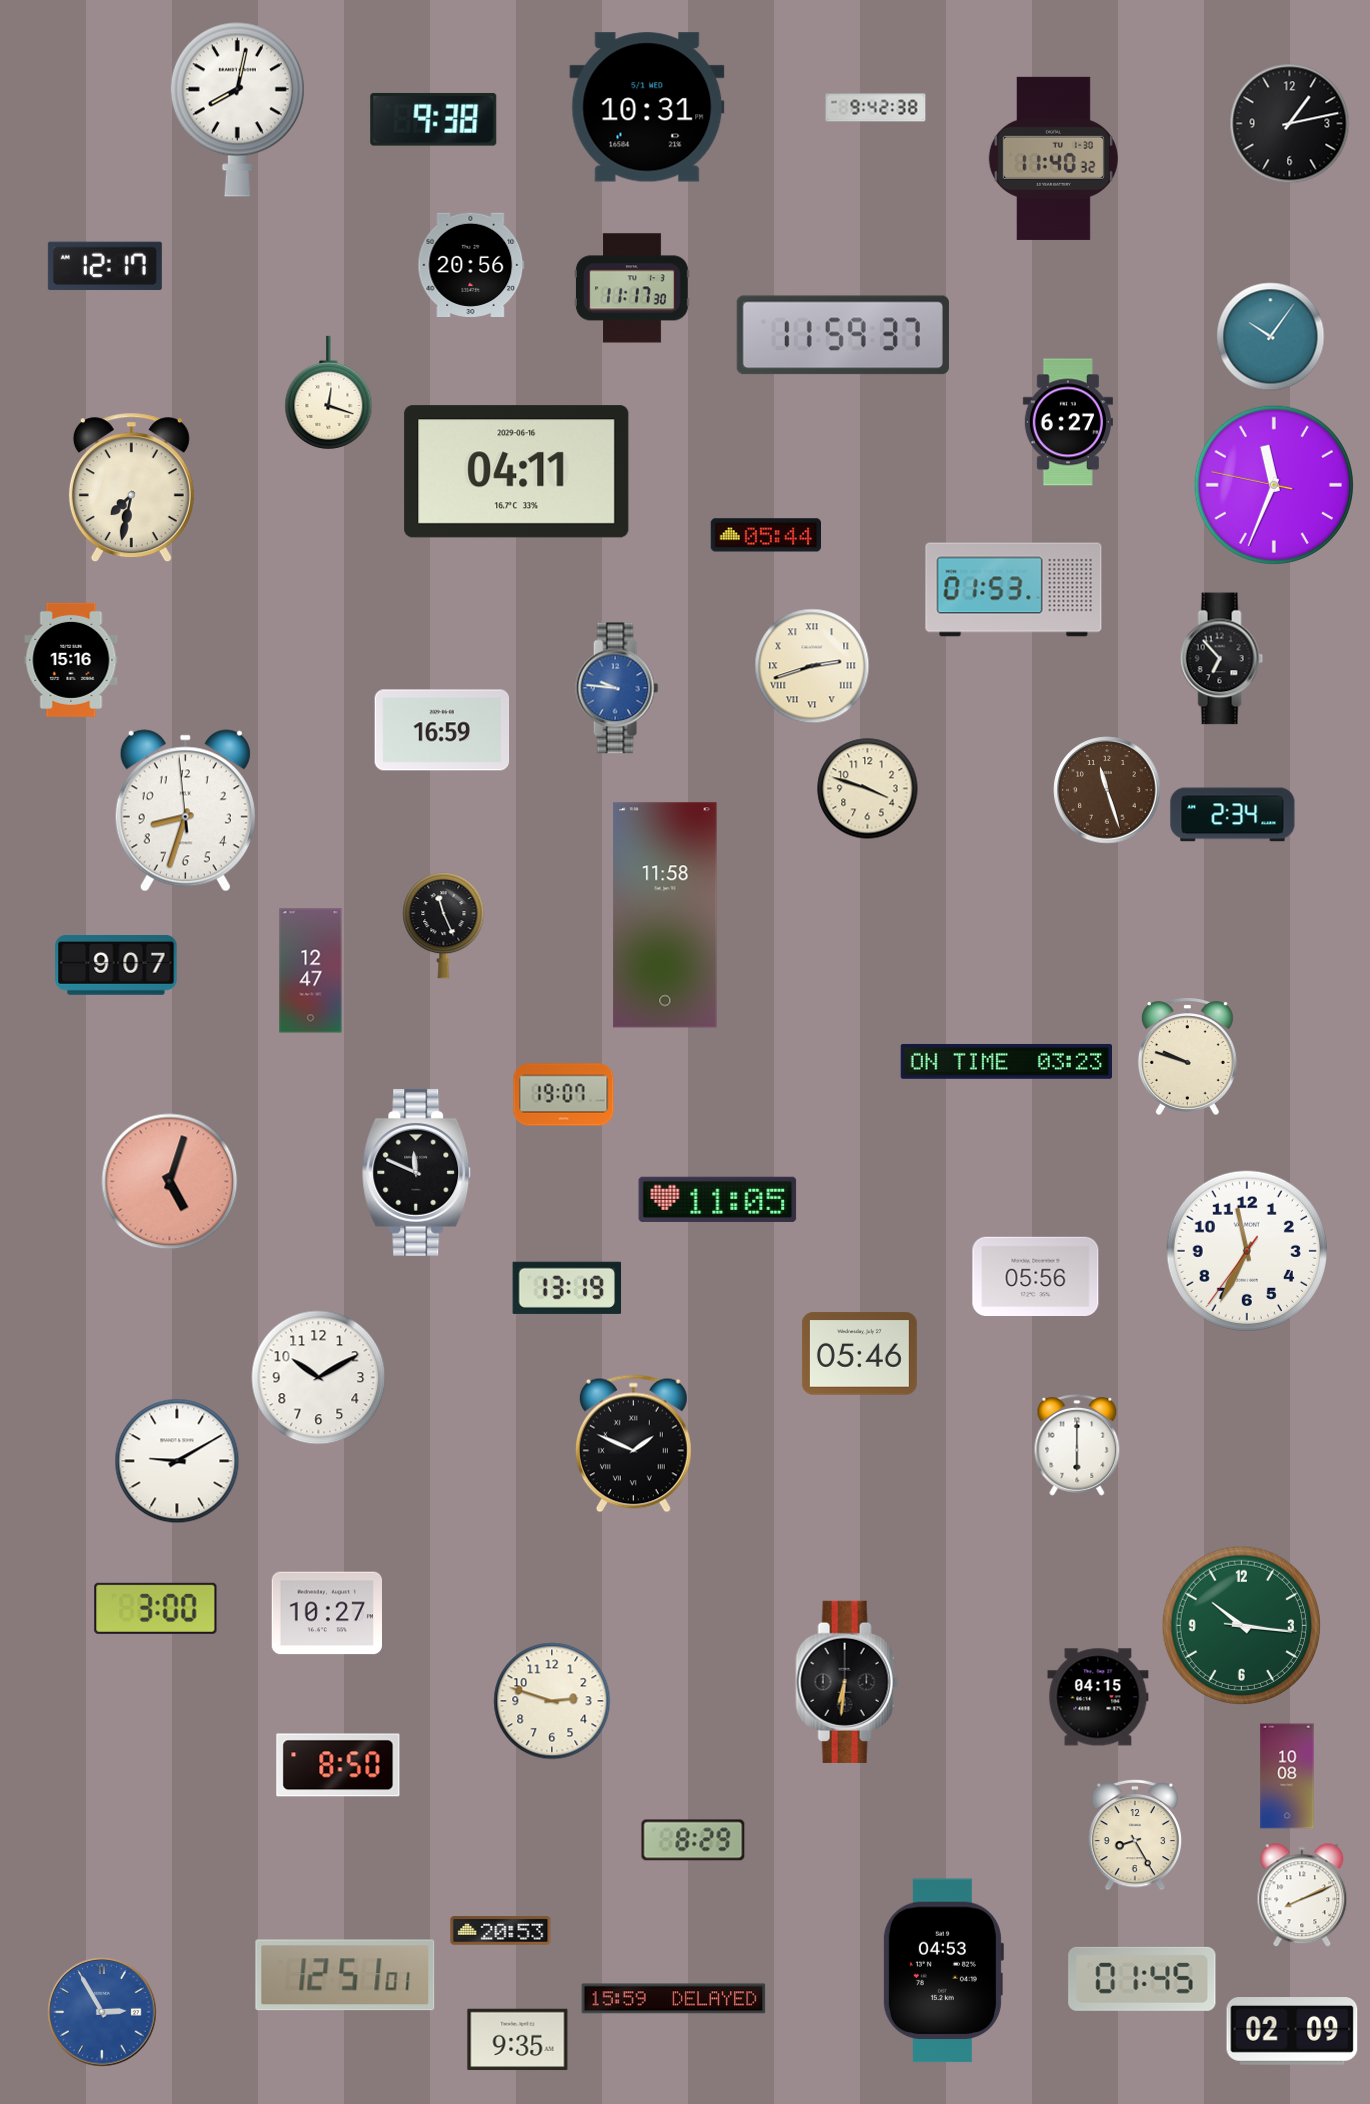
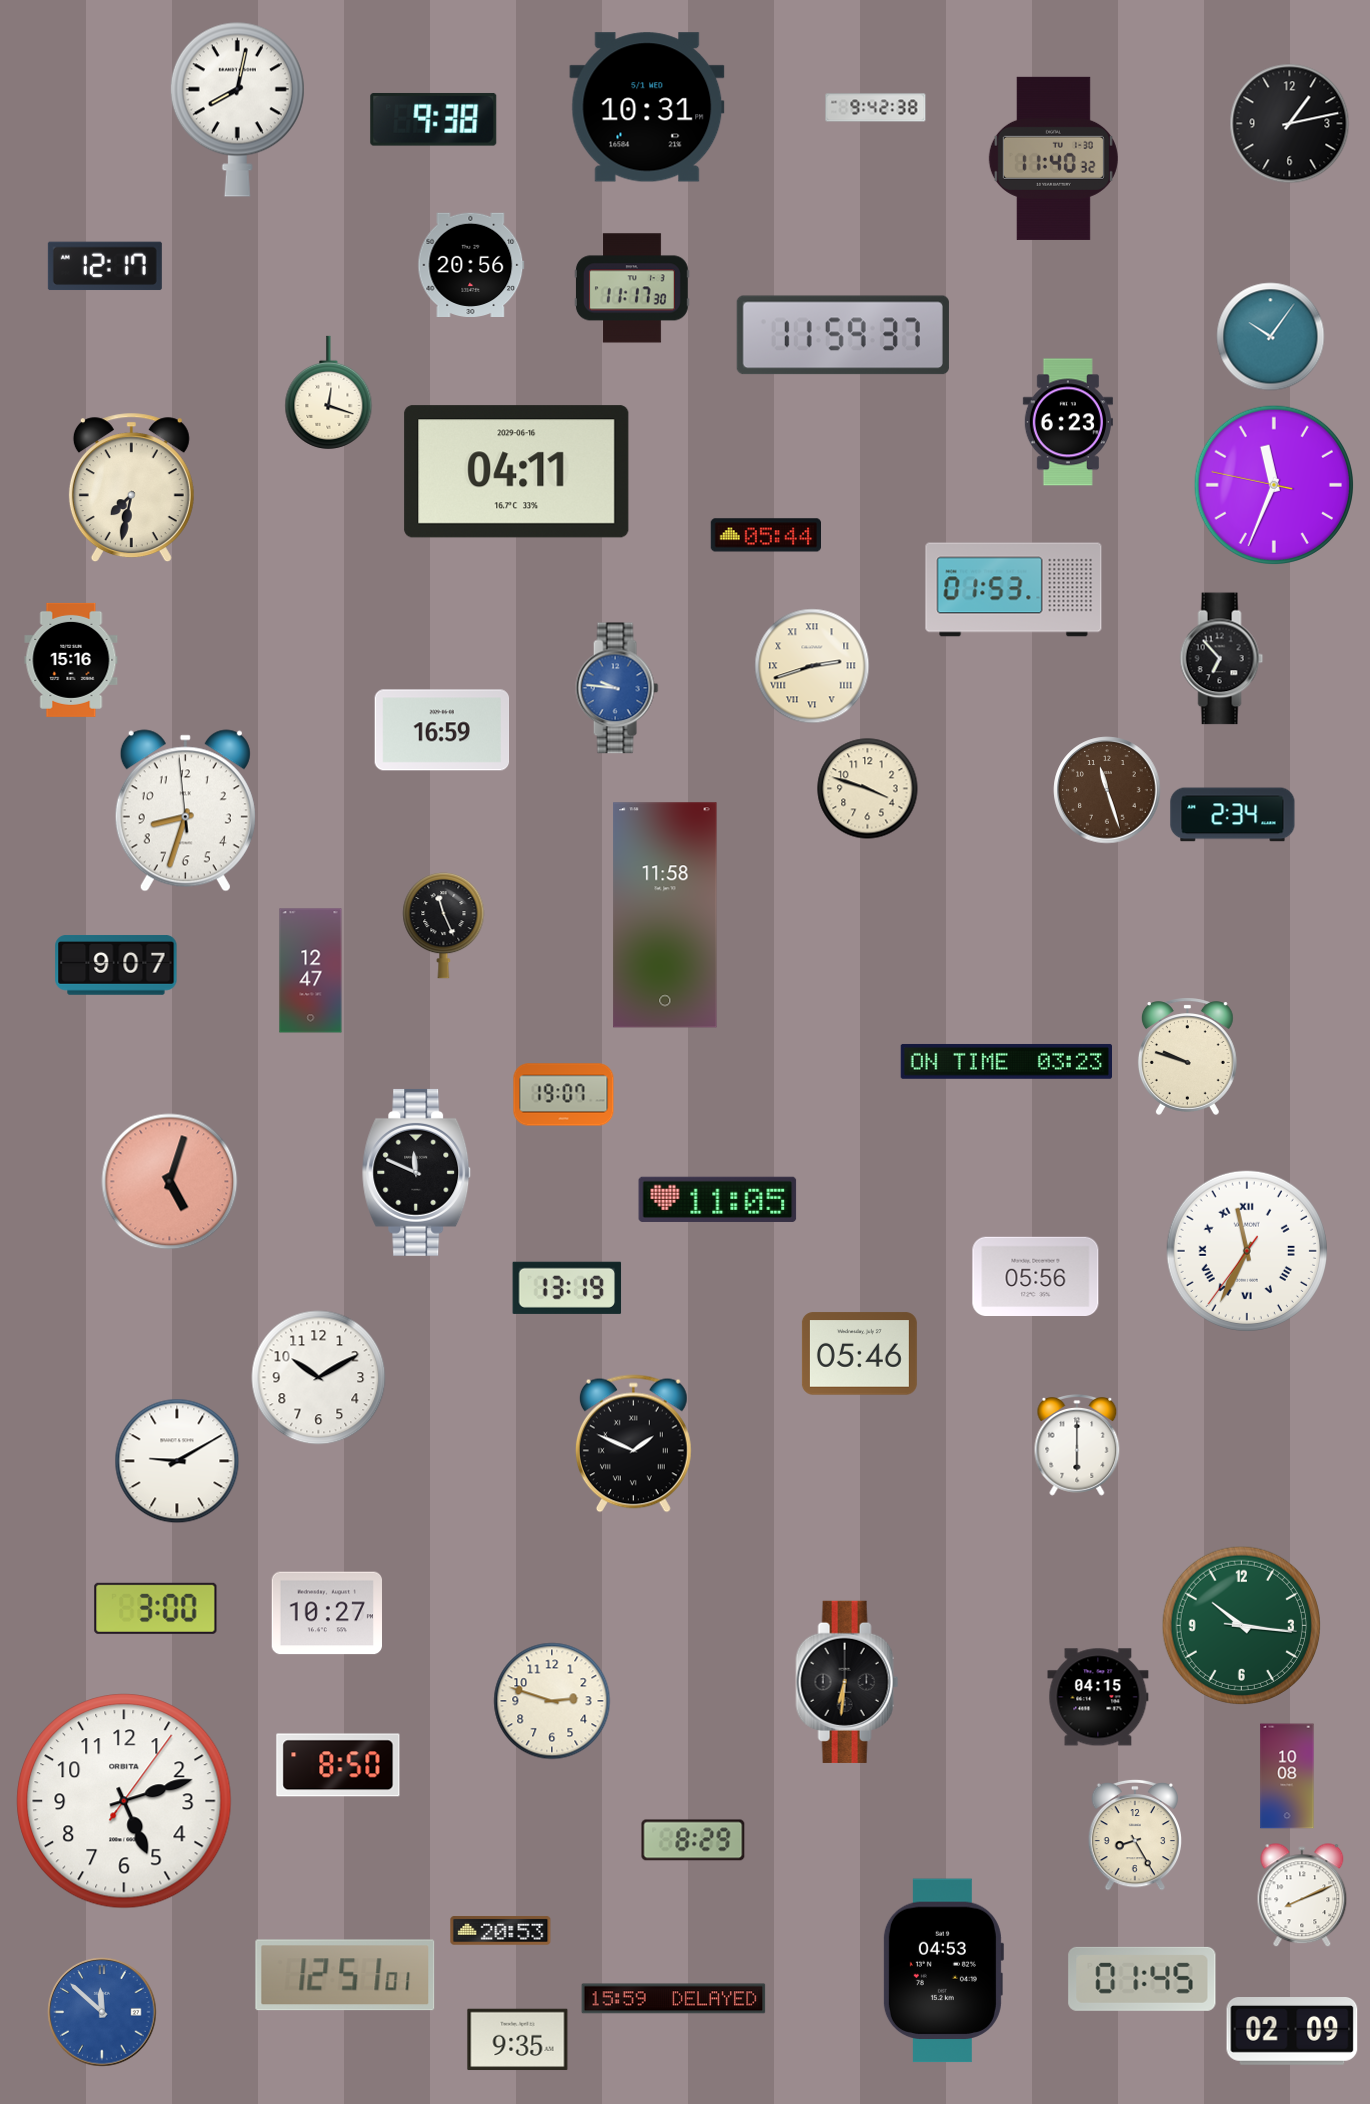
clock at (1068, 422): 6:27 -> 6:23
clock at (1247, 1251) numerals: Arabic -> Roman
clock at (124, 1801): none -> 5:12
clock at (102, 2012): 2:55 -> 11:52
